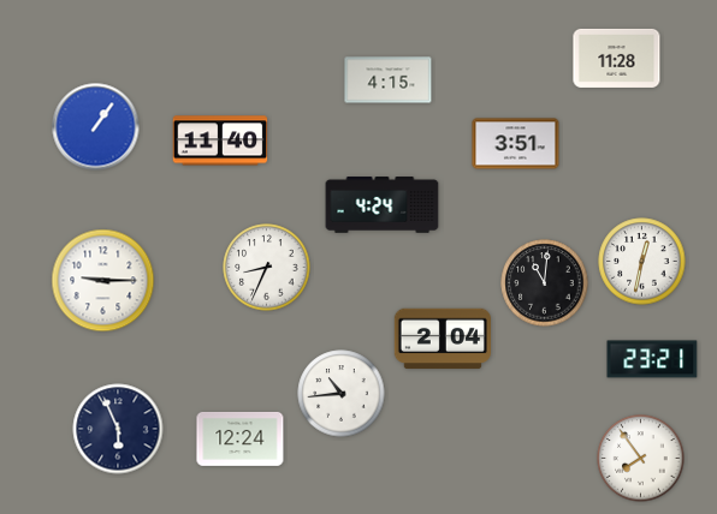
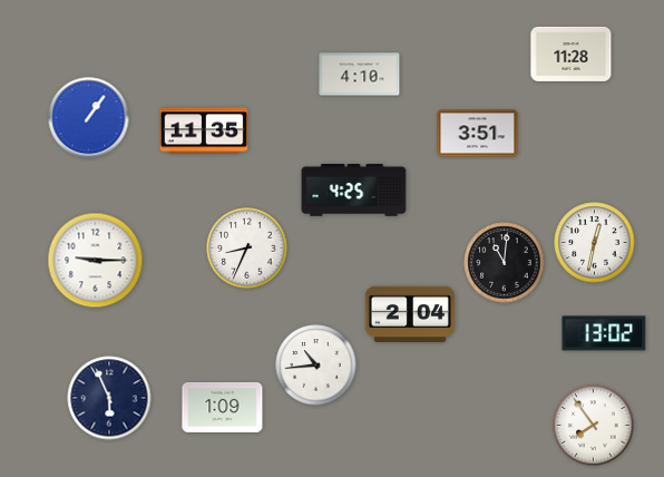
clock at (389, 80): 4:15 -> 4:10
clock at (220, 141): 11:40 -> 11:35
clock at (383, 205): 4:24 -> 4:25
clock at (652, 359): 23:21 -> 13:02
clock at (241, 438): 12:24 -> 1:09
